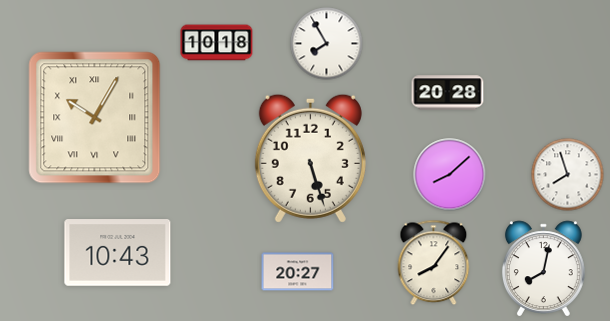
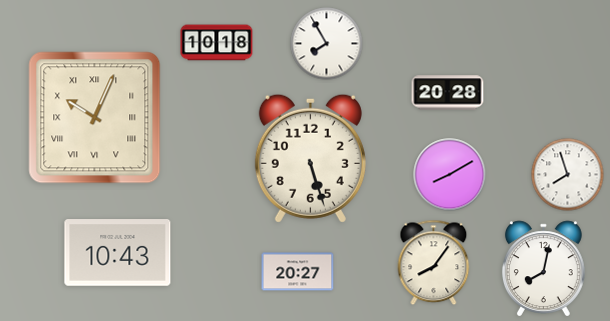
clock at (95, 118): 10:05 -> 10:04
clock at (450, 175): 8:08 -> 8:10
